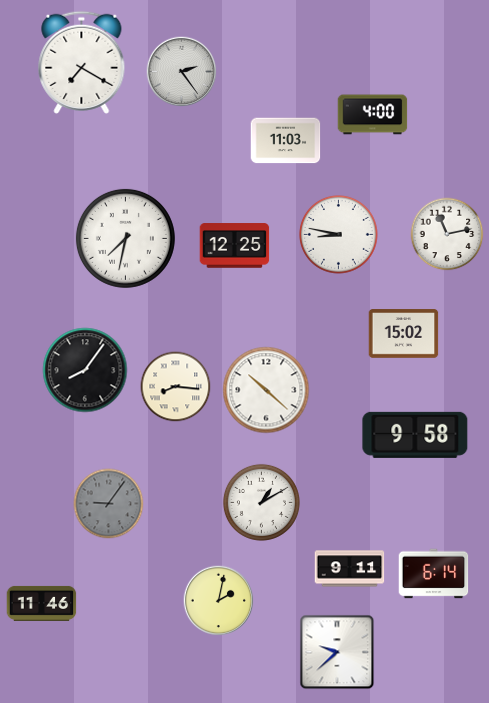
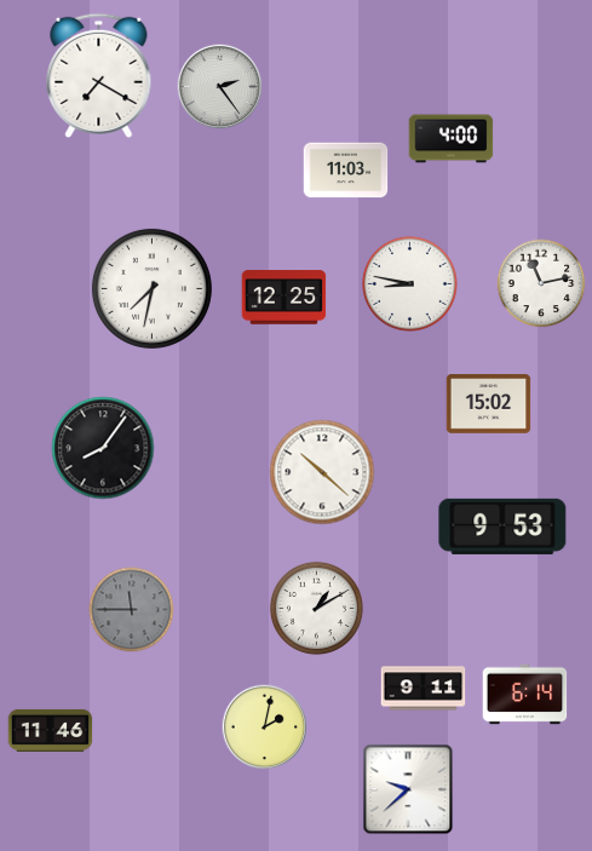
clock at (176, 387): 8:16 -> none
clock at (415, 435): 9:58 -> 9:53
clock at (109, 504): 9:06 -> 11:45
